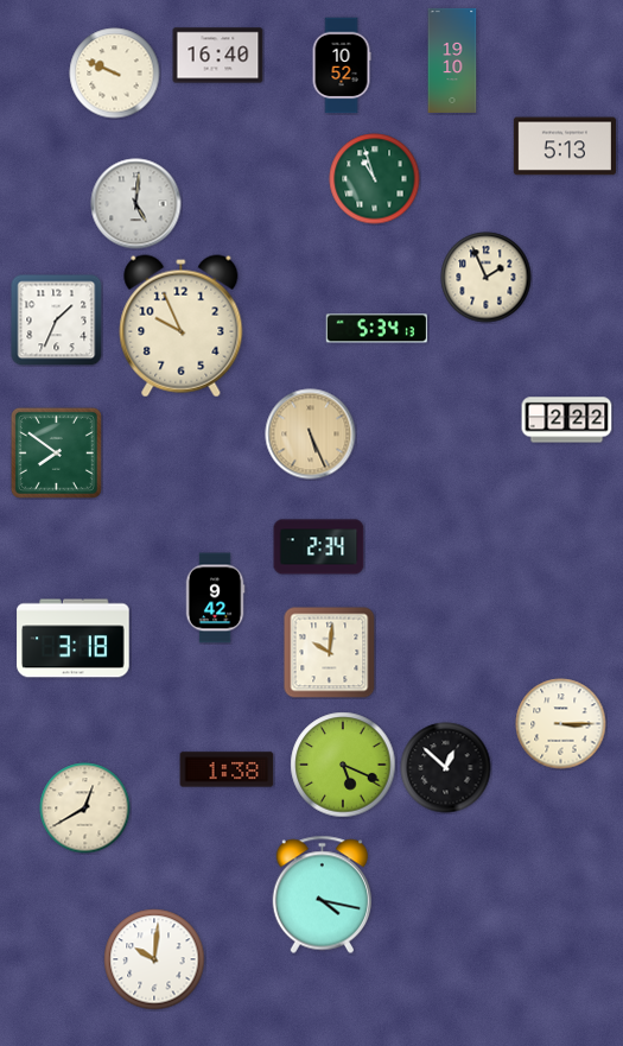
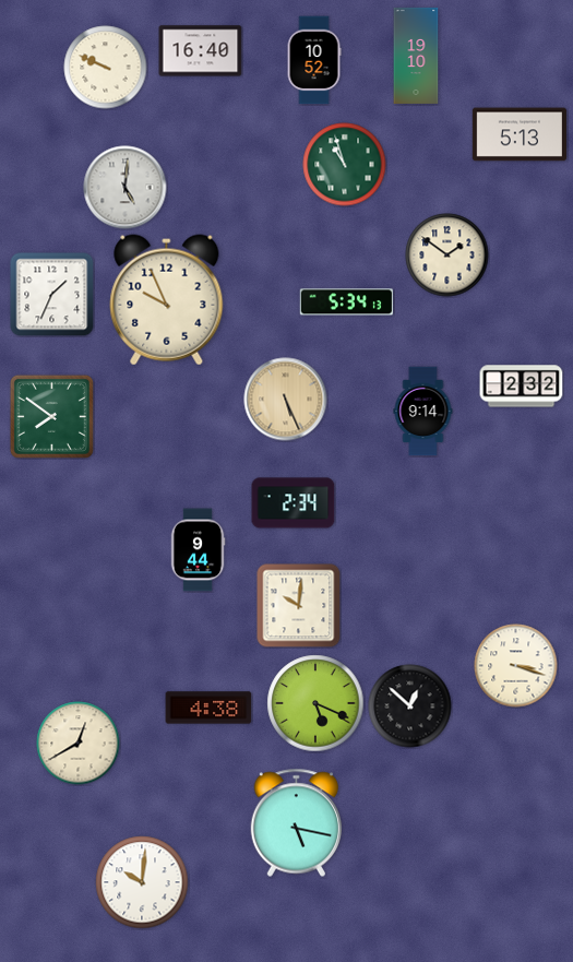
clock at (487, 278): 1:56 -> 1:51
clock at (567, 420): 2:22 -> 2:32
clock at (423, 412): none -> 9:14
clock at (215, 598): 9:42 -> 9:44
clock at (74, 639): 3:18 -> none
clock at (330, 653) position: (330, 653) -> (299, 606)
clock at (561, 724): 3:15 -> 3:18
clock at (227, 769): 1:38 -> 4:38
clock at (322, 895): 4:17 -> 5:17
